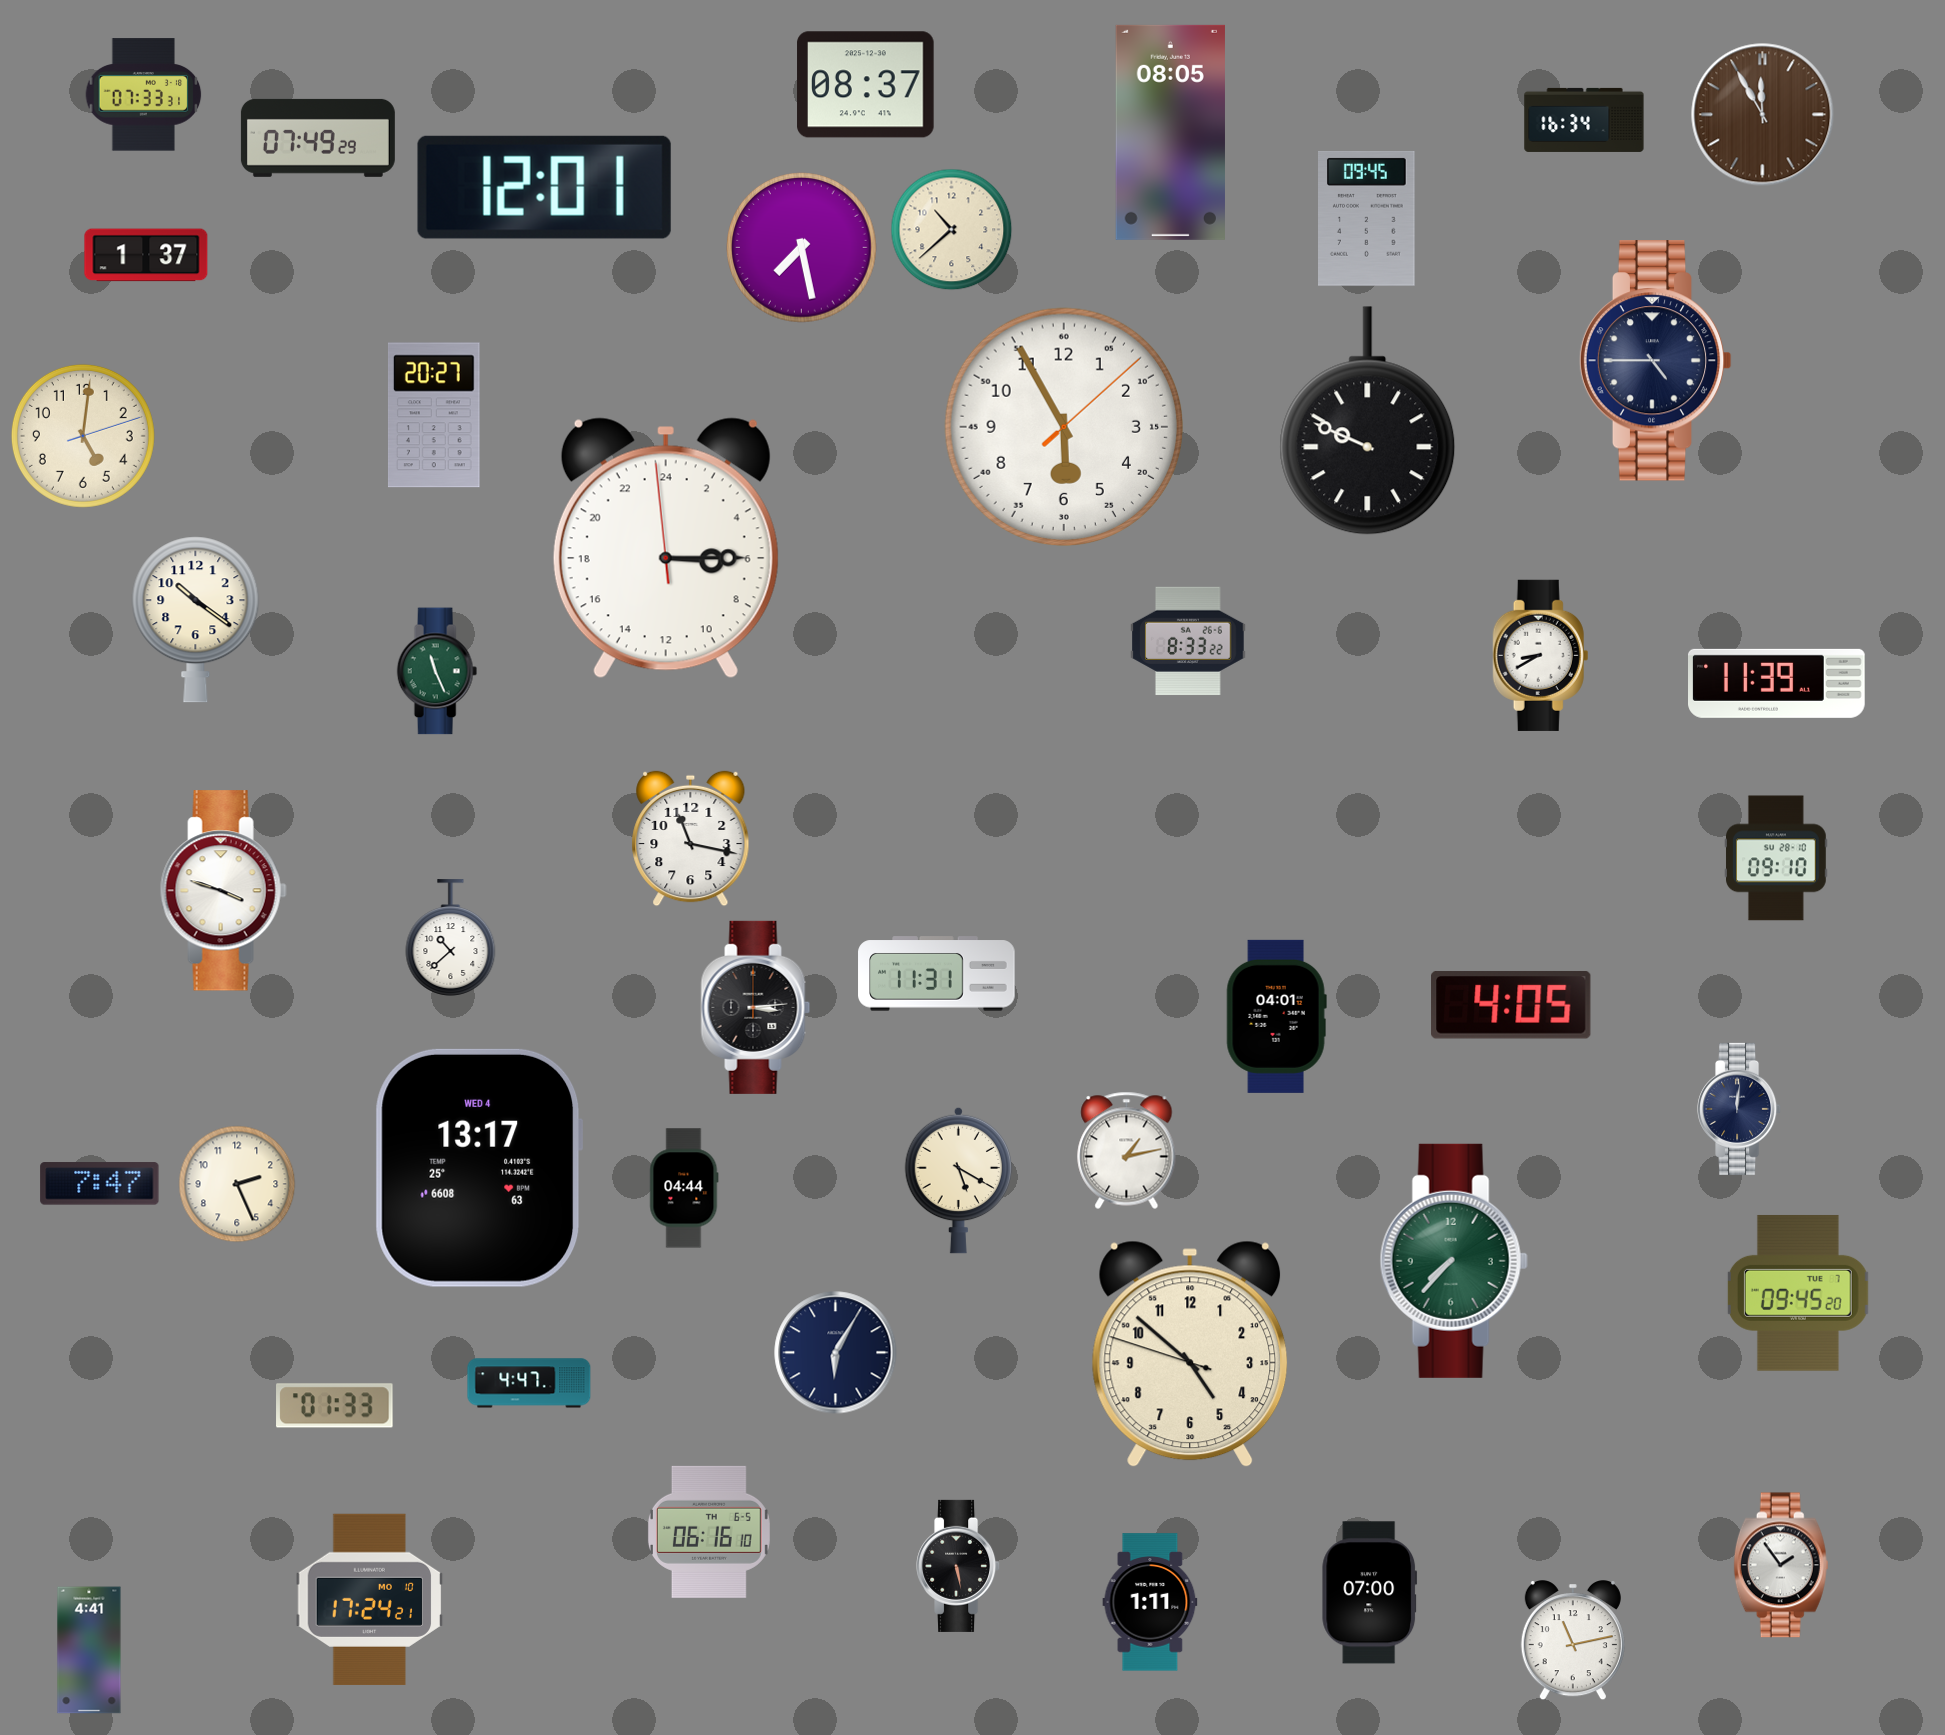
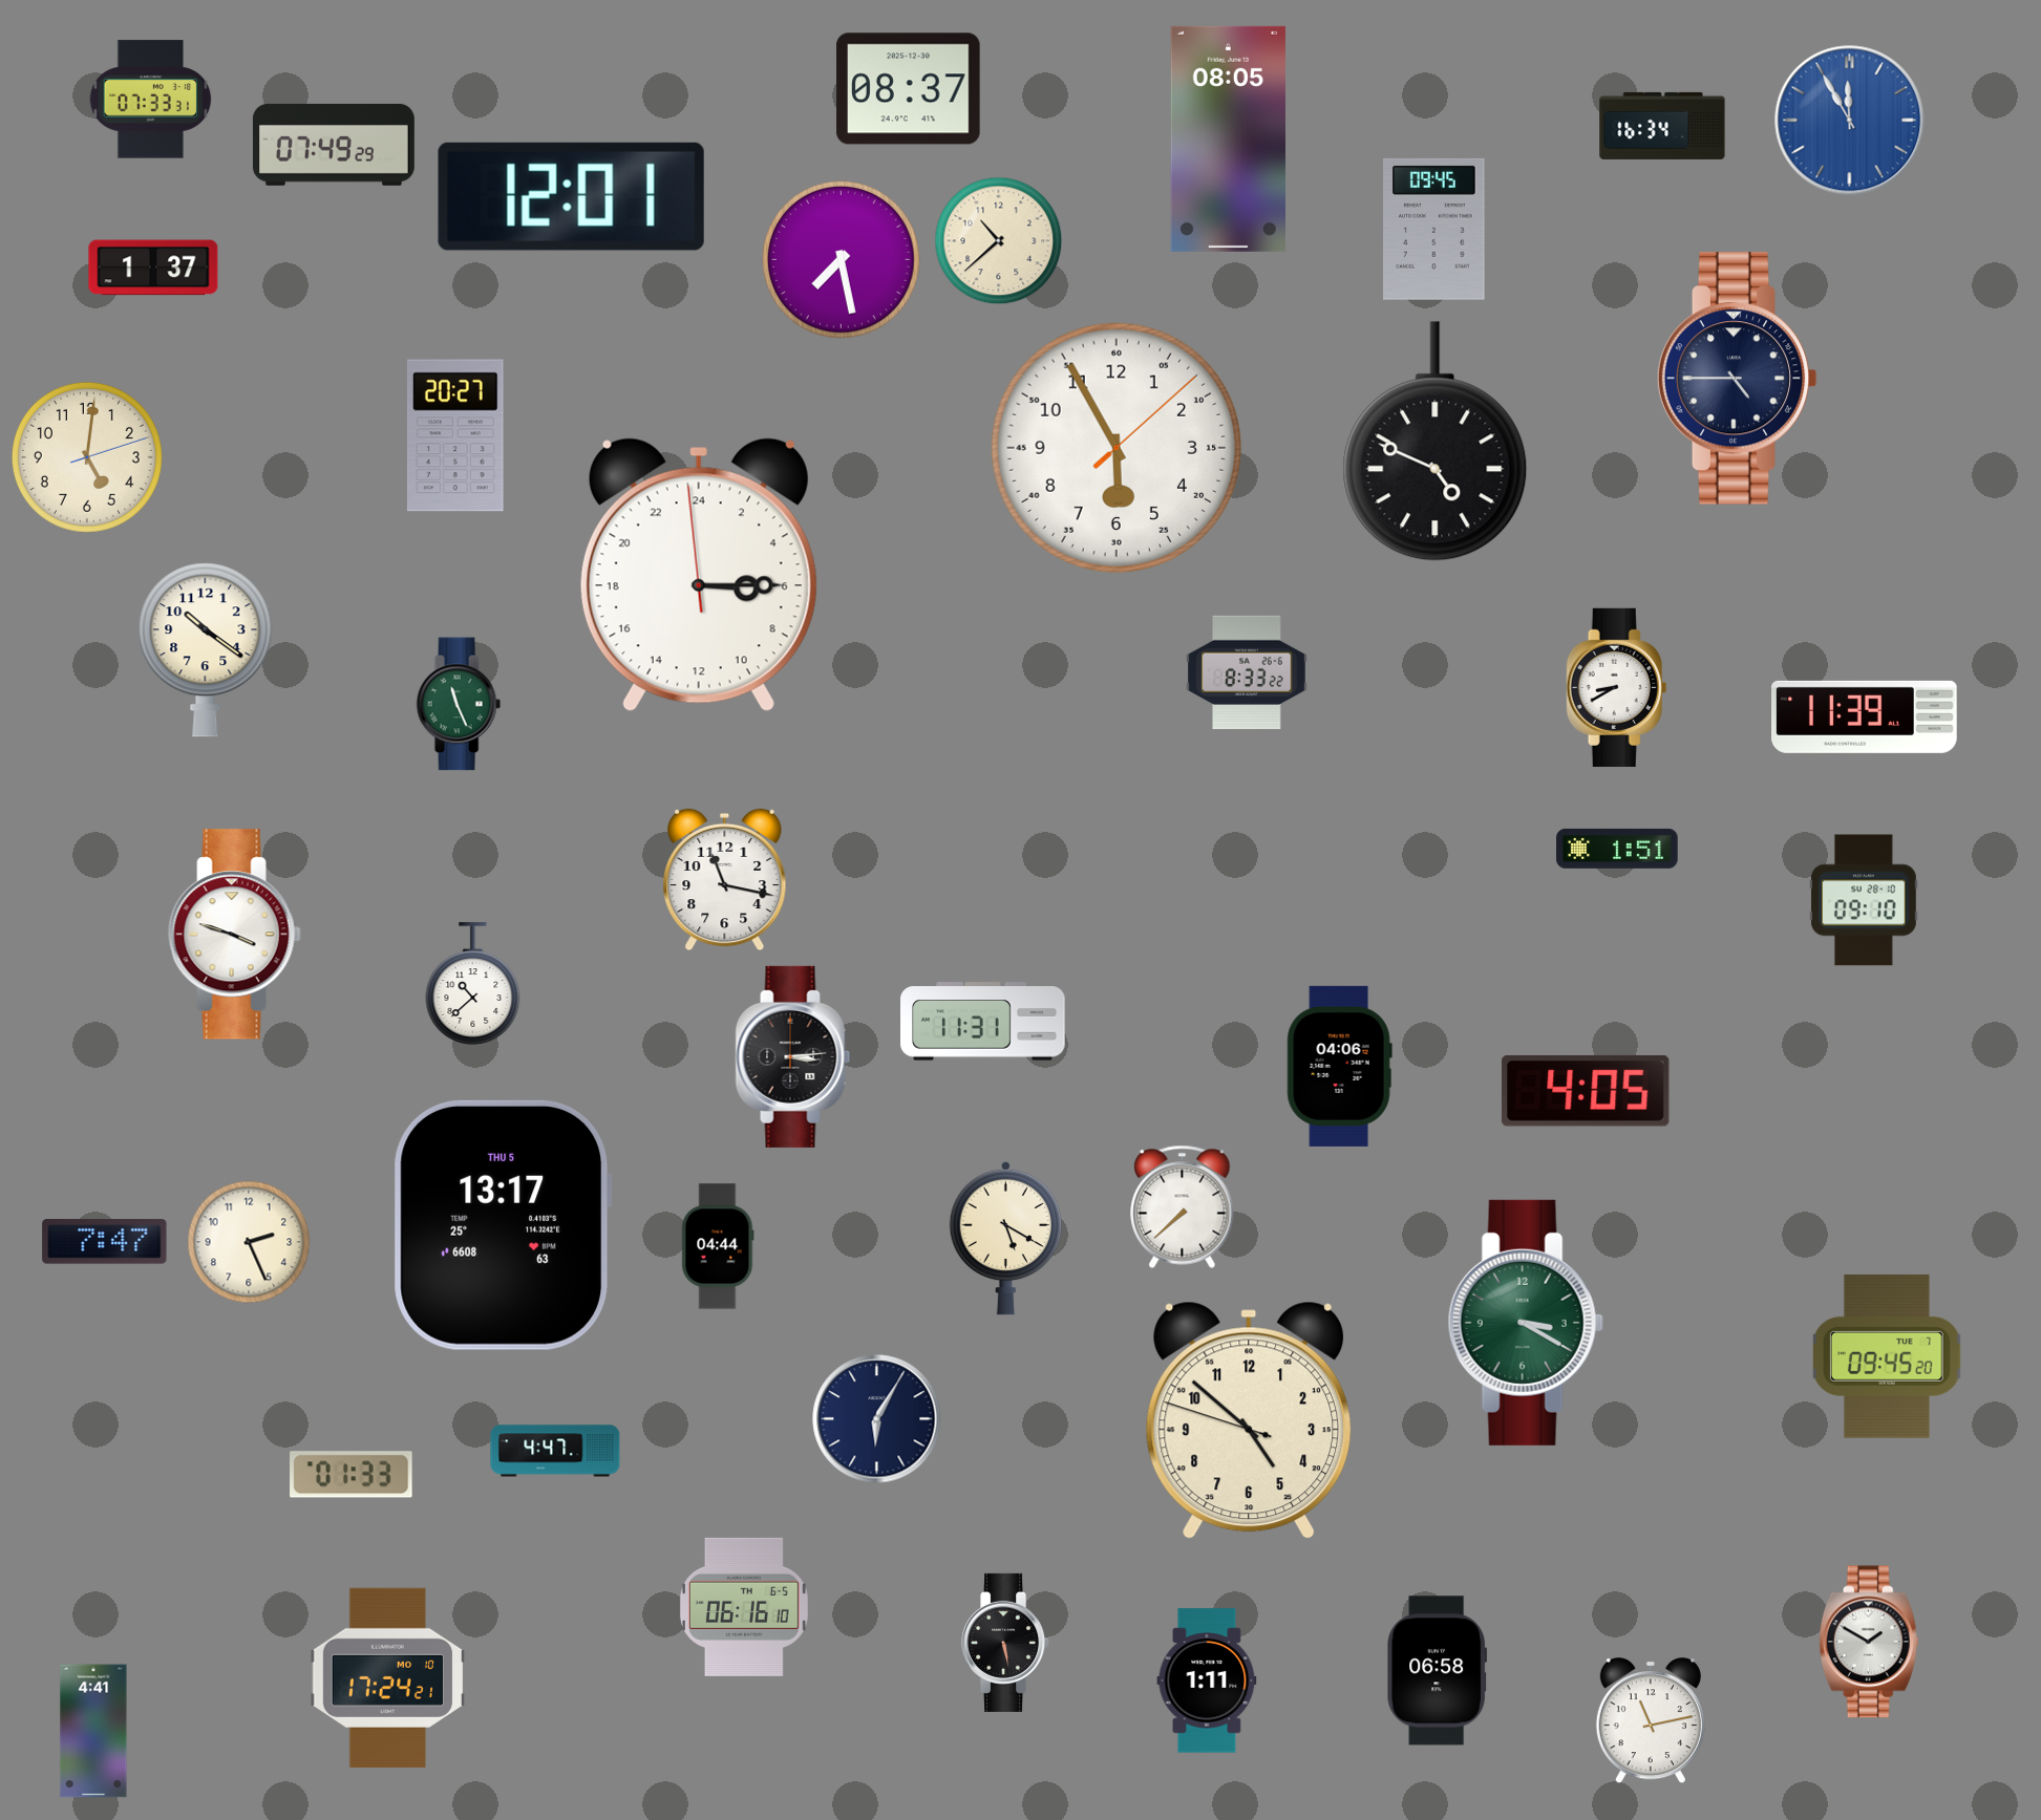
clock at (1763, 115) dial: brown -> blue
clock at (1368, 421): 9:49 -> 4:49
clock at (1617, 849): none -> 1:51
clock at (1511, 1005) position: (1511, 1005) -> (1586, 1091)
clock at (1276, 1016): 04:01 -> 04:06
clock at (1740, 1109): 12:01 -> none
clock at (1127, 1150): 1:13 -> 7:38
clock at (479, 1168) date: WED 4 -> THU 5
clock at (1454, 1261): 7:37 -> 3:20
clock at (1781, 1565): 1:54 -> 1:50
clock at (1370, 1593): 07:00 -> 06:58
